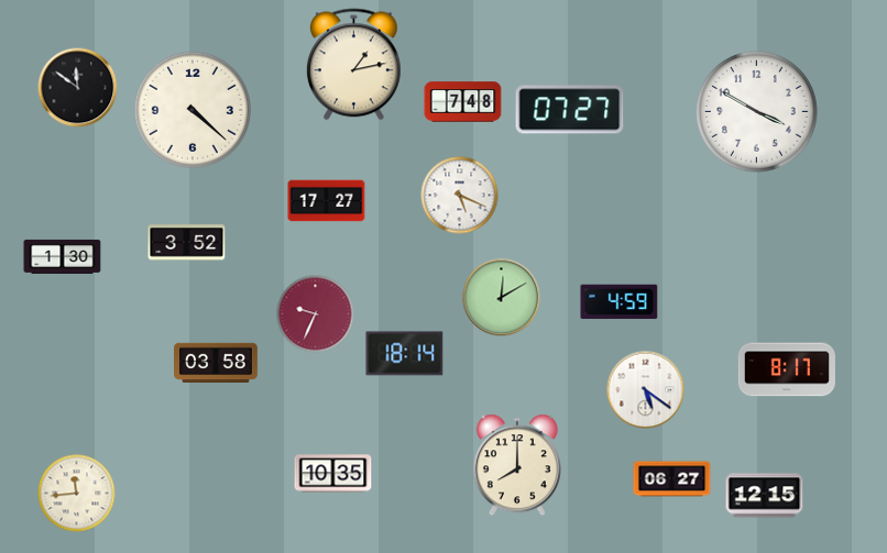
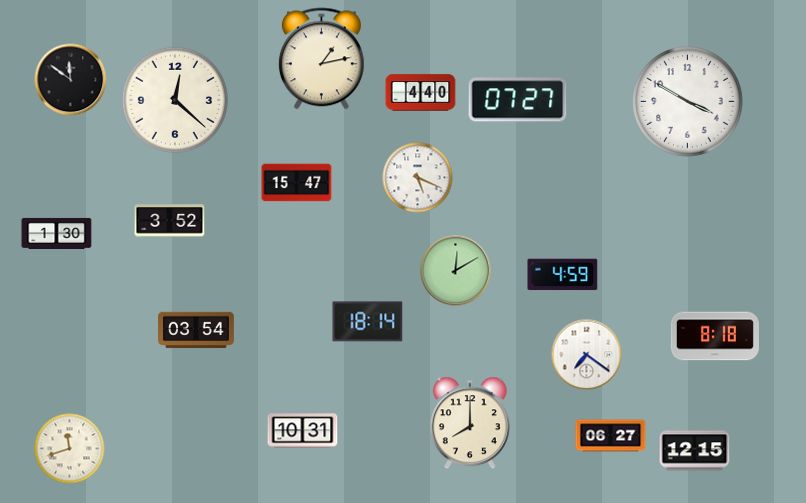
clock at (463, 102): 7:48 -> 4:40
clock at (193, 110): 4:22 -> 12:22
clock at (327, 201): 17:27 -> 15:47
clock at (316, 314): 9:34 -> none
clock at (217, 363): 03:58 -> 03:54
clock at (787, 369): 8:17 -> 8:18
clock at (646, 390): 5:21 -> 7:21
clock at (333, 474): 10:35 -> 10:31
clock at (77, 494): 11:44 -> 11:42
